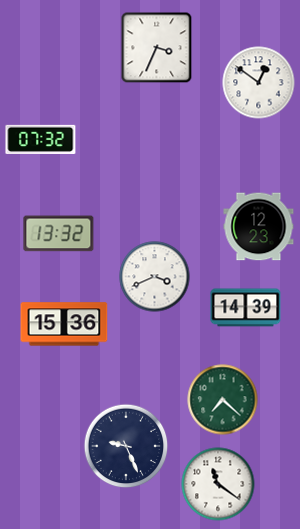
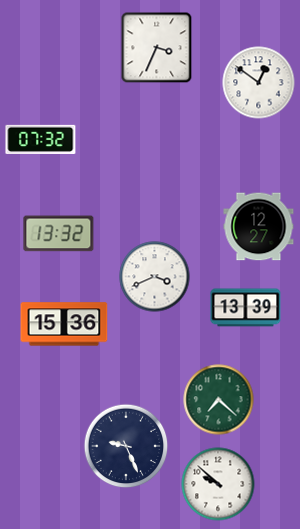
clock at (259, 227): 12:23 -> 12:27
clock at (246, 308): 14:39 -> 13:39
clock at (223, 400) position: (223, 400) -> (219, 400)
clock at (218, 484): 11:21 -> 9:52
